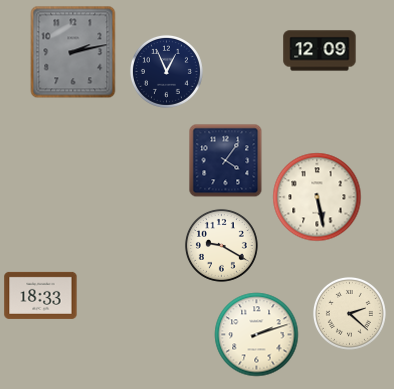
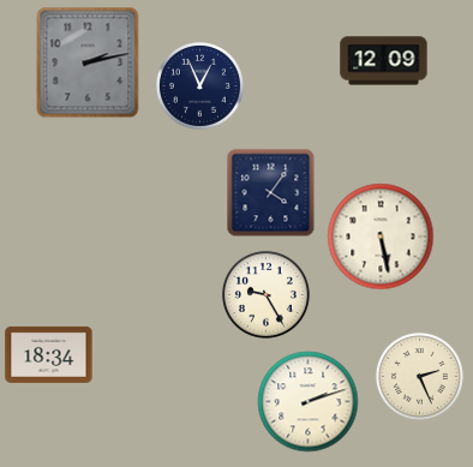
clock at (221, 245): 9:20 -> 9:25
clock at (41, 295): 18:33 -> 18:34
clock at (349, 313): 2:22 -> 2:26
